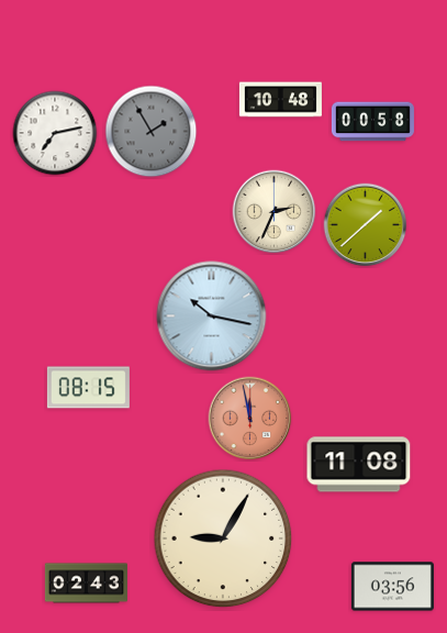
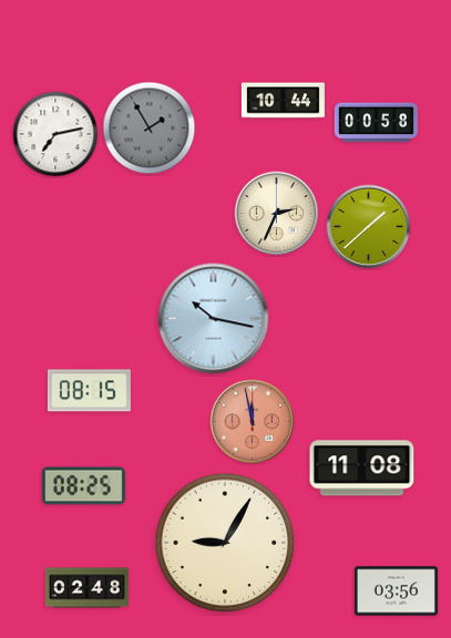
clock at (280, 100): 10:48 -> 10:44
clock at (152, 132) position: (152, 132) -> (150, 128)
clock at (83, 486): none -> 08:25
clock at (86, 584): 02:43 -> 02:48
